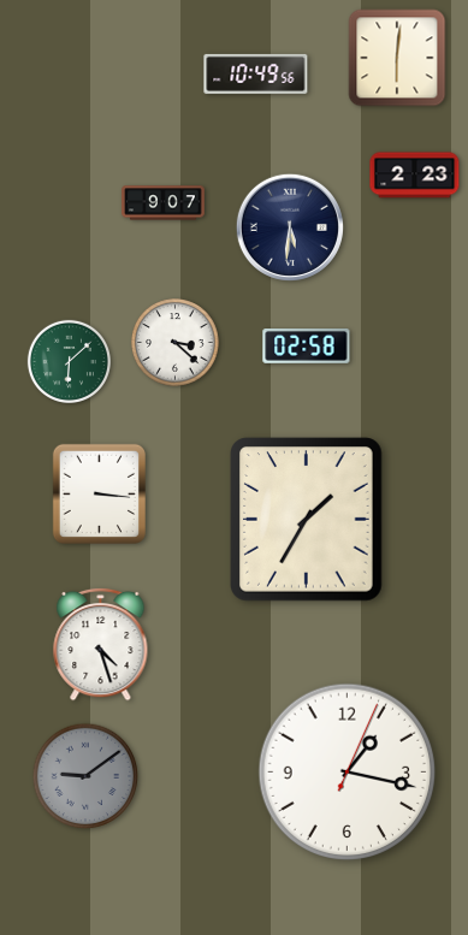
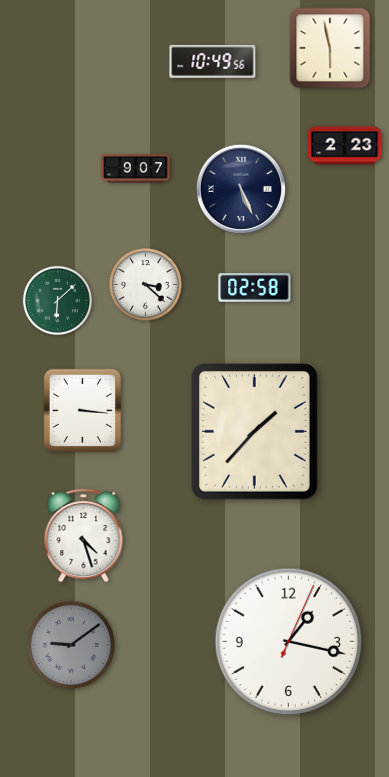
clock at (397, 58): 6:01 -> 5:58
clock at (290, 227): 5:31 -> 5:26
clock at (307, 520): 1:35 -> 1:37
